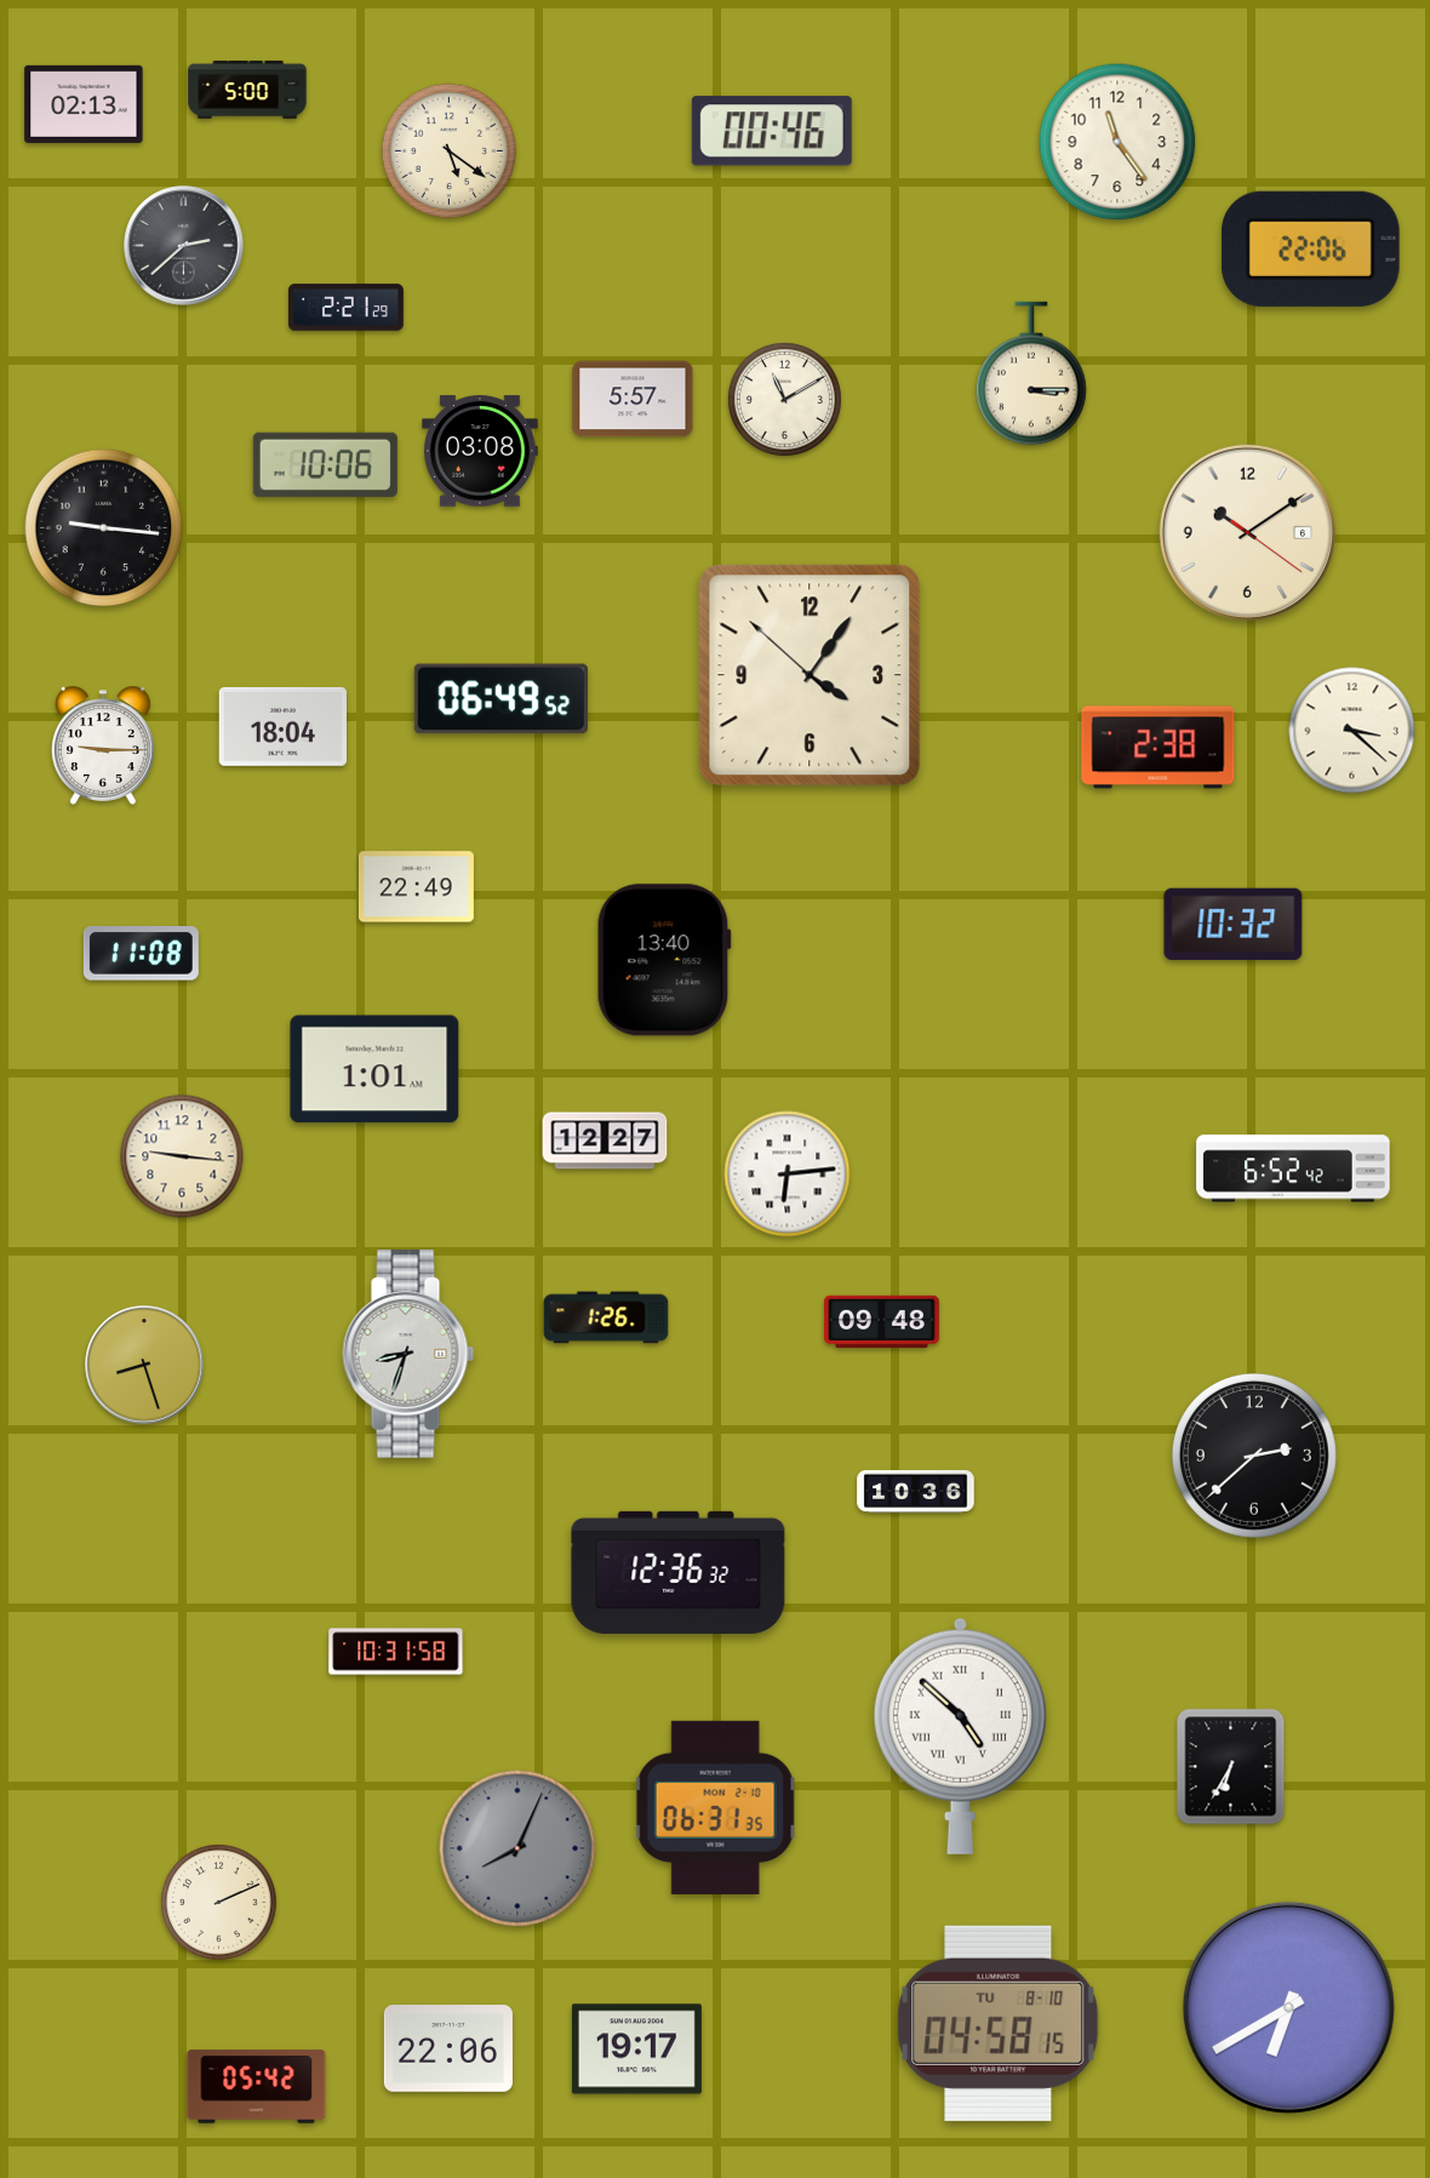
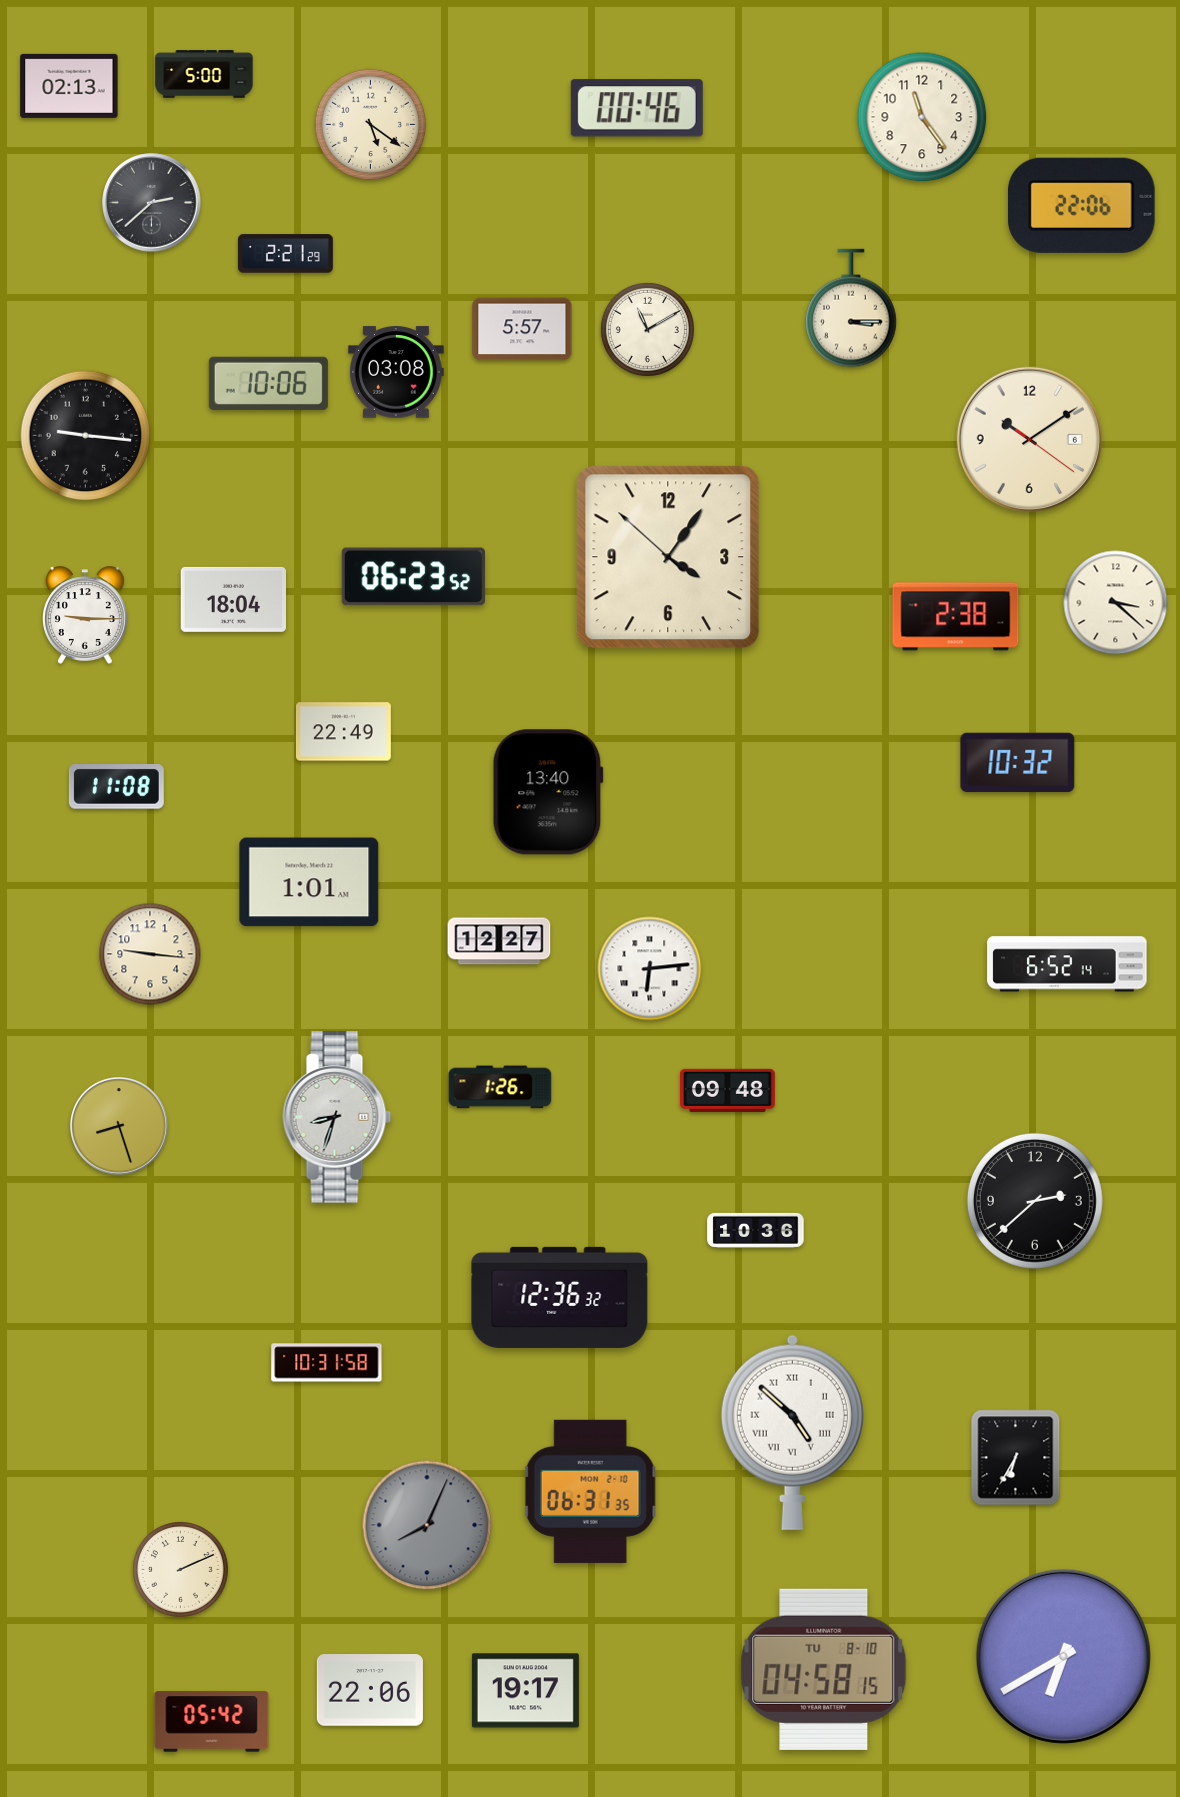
clock at (501, 699): 06:49 -> 06:23
clock at (1293, 1168): 6:52:42 -> 6:52:14
